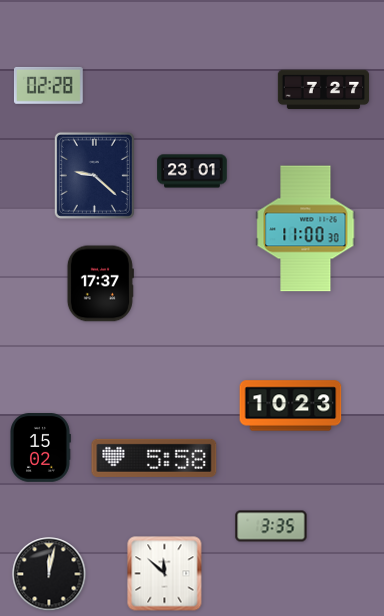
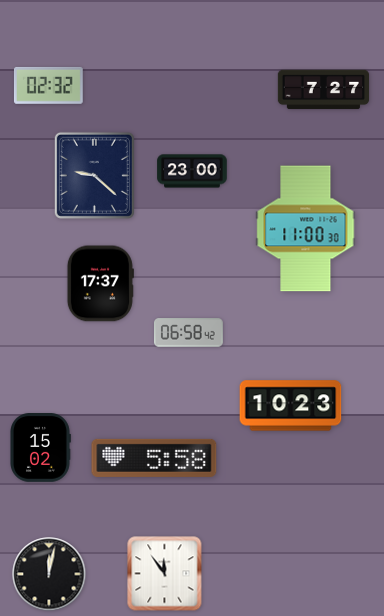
clock at (48, 85): 02:28 -> 02:32
clock at (192, 171): 23:01 -> 23:00
clock at (189, 333): none -> 06:58
clock at (271, 526): 3:35 -> none
clock at (165, 574): 11:52 -> 11:54
